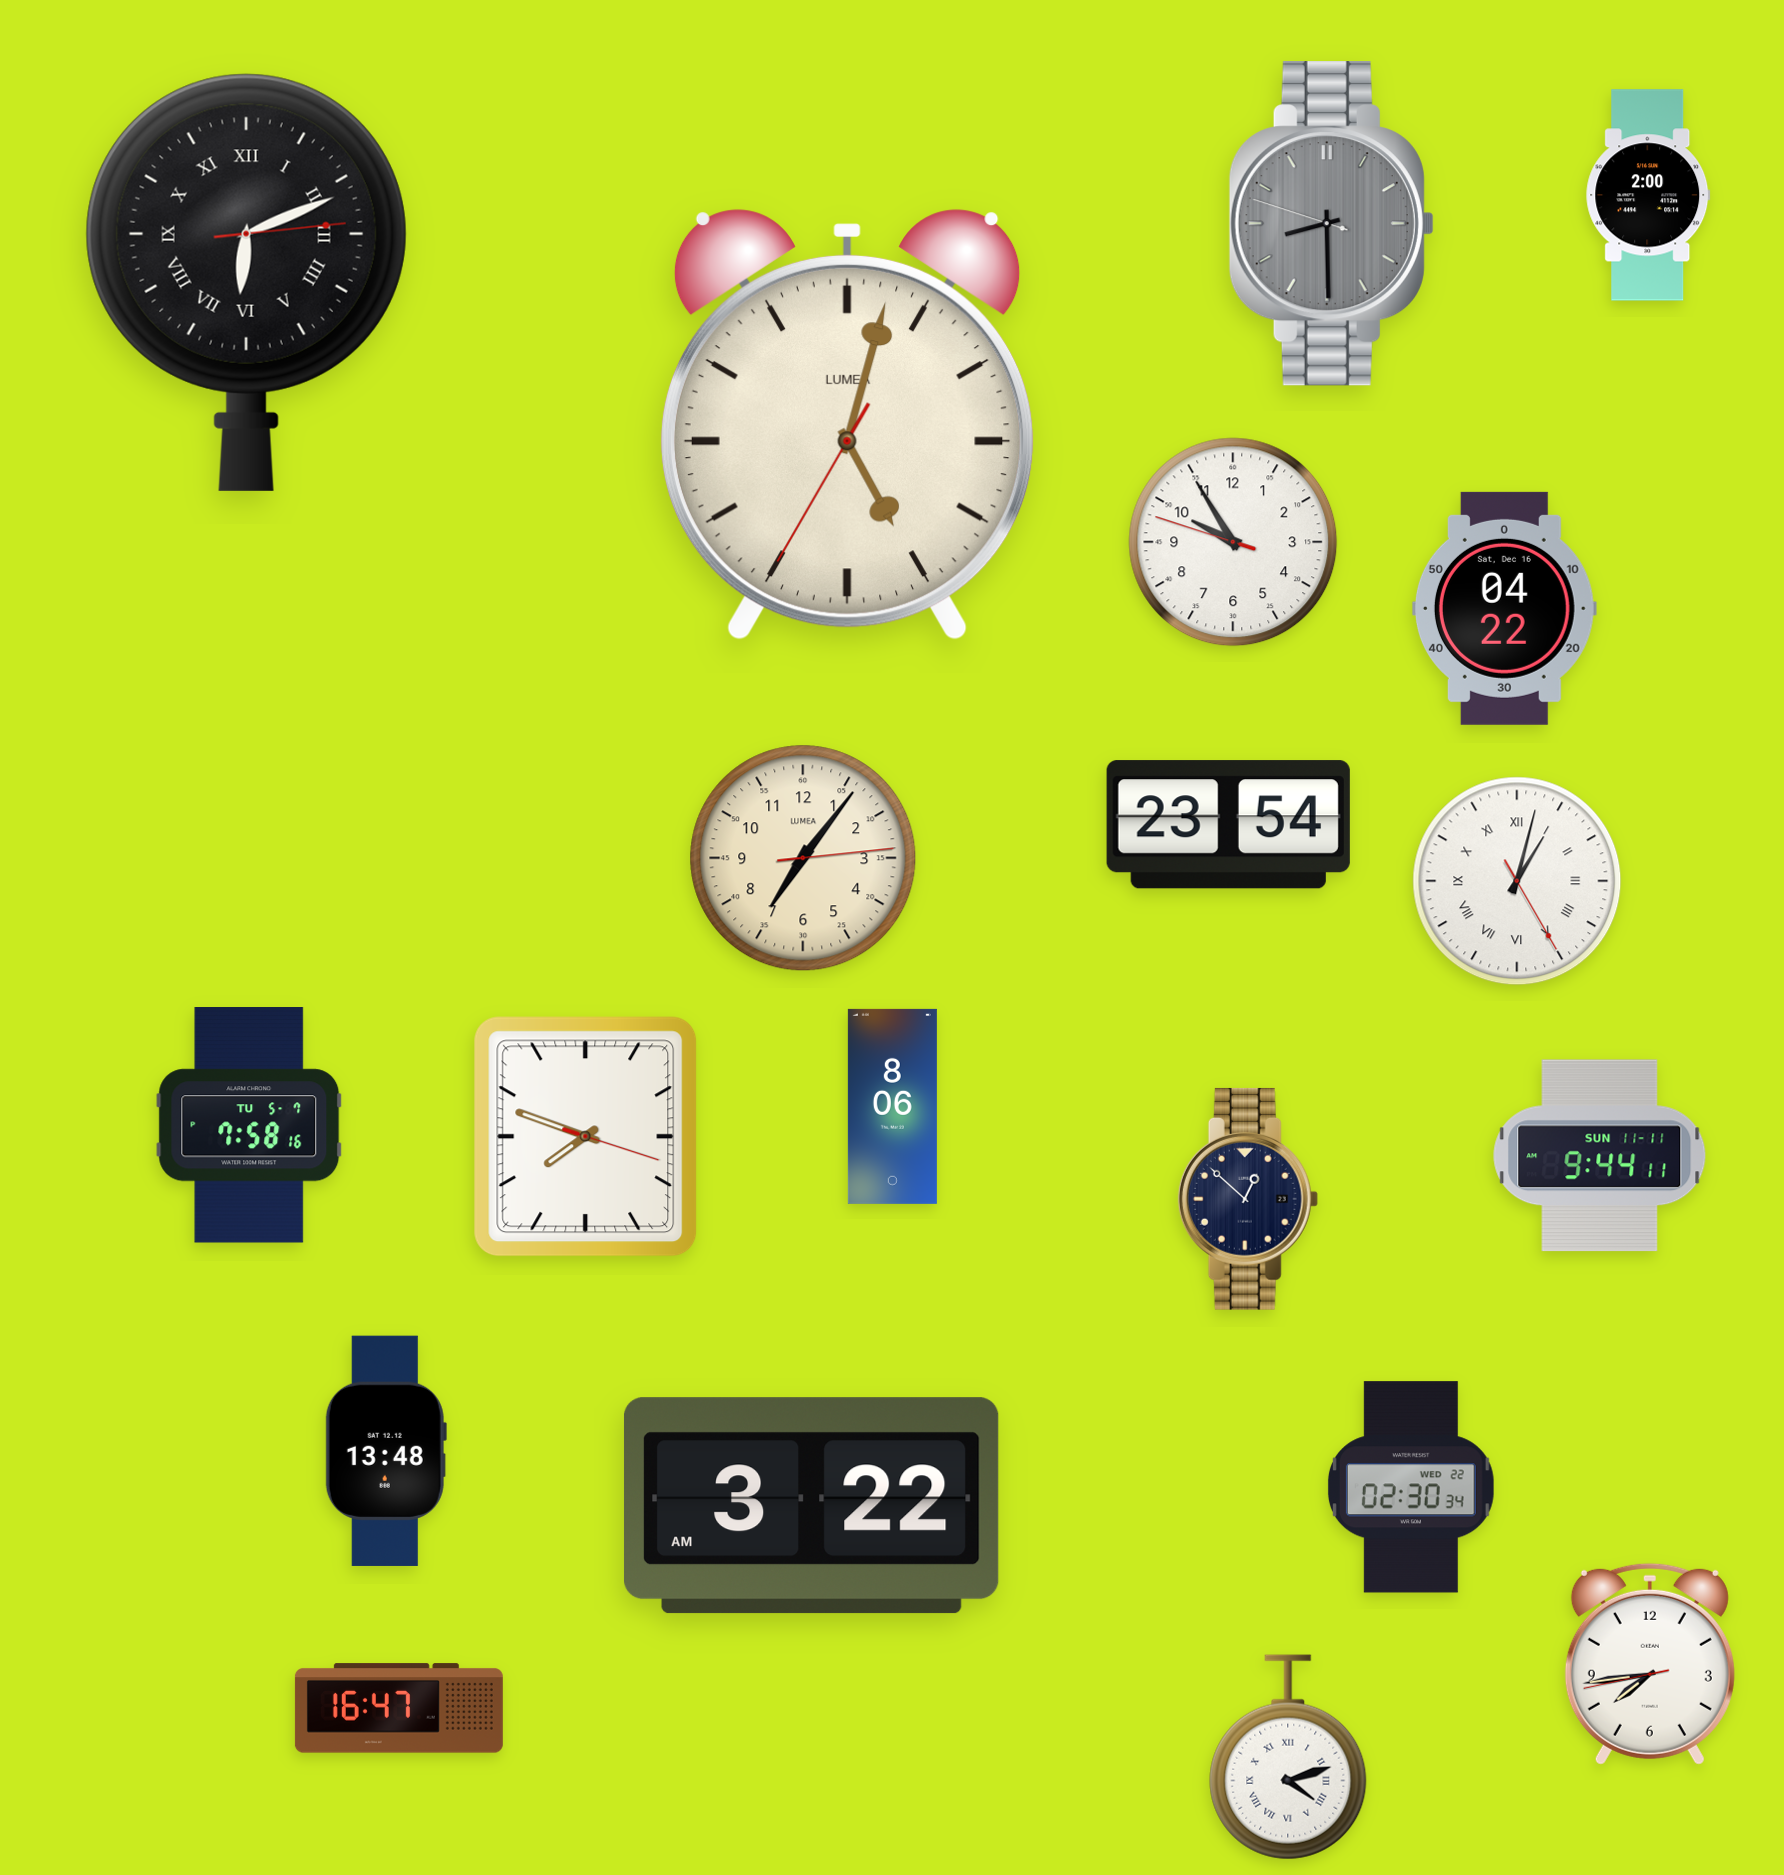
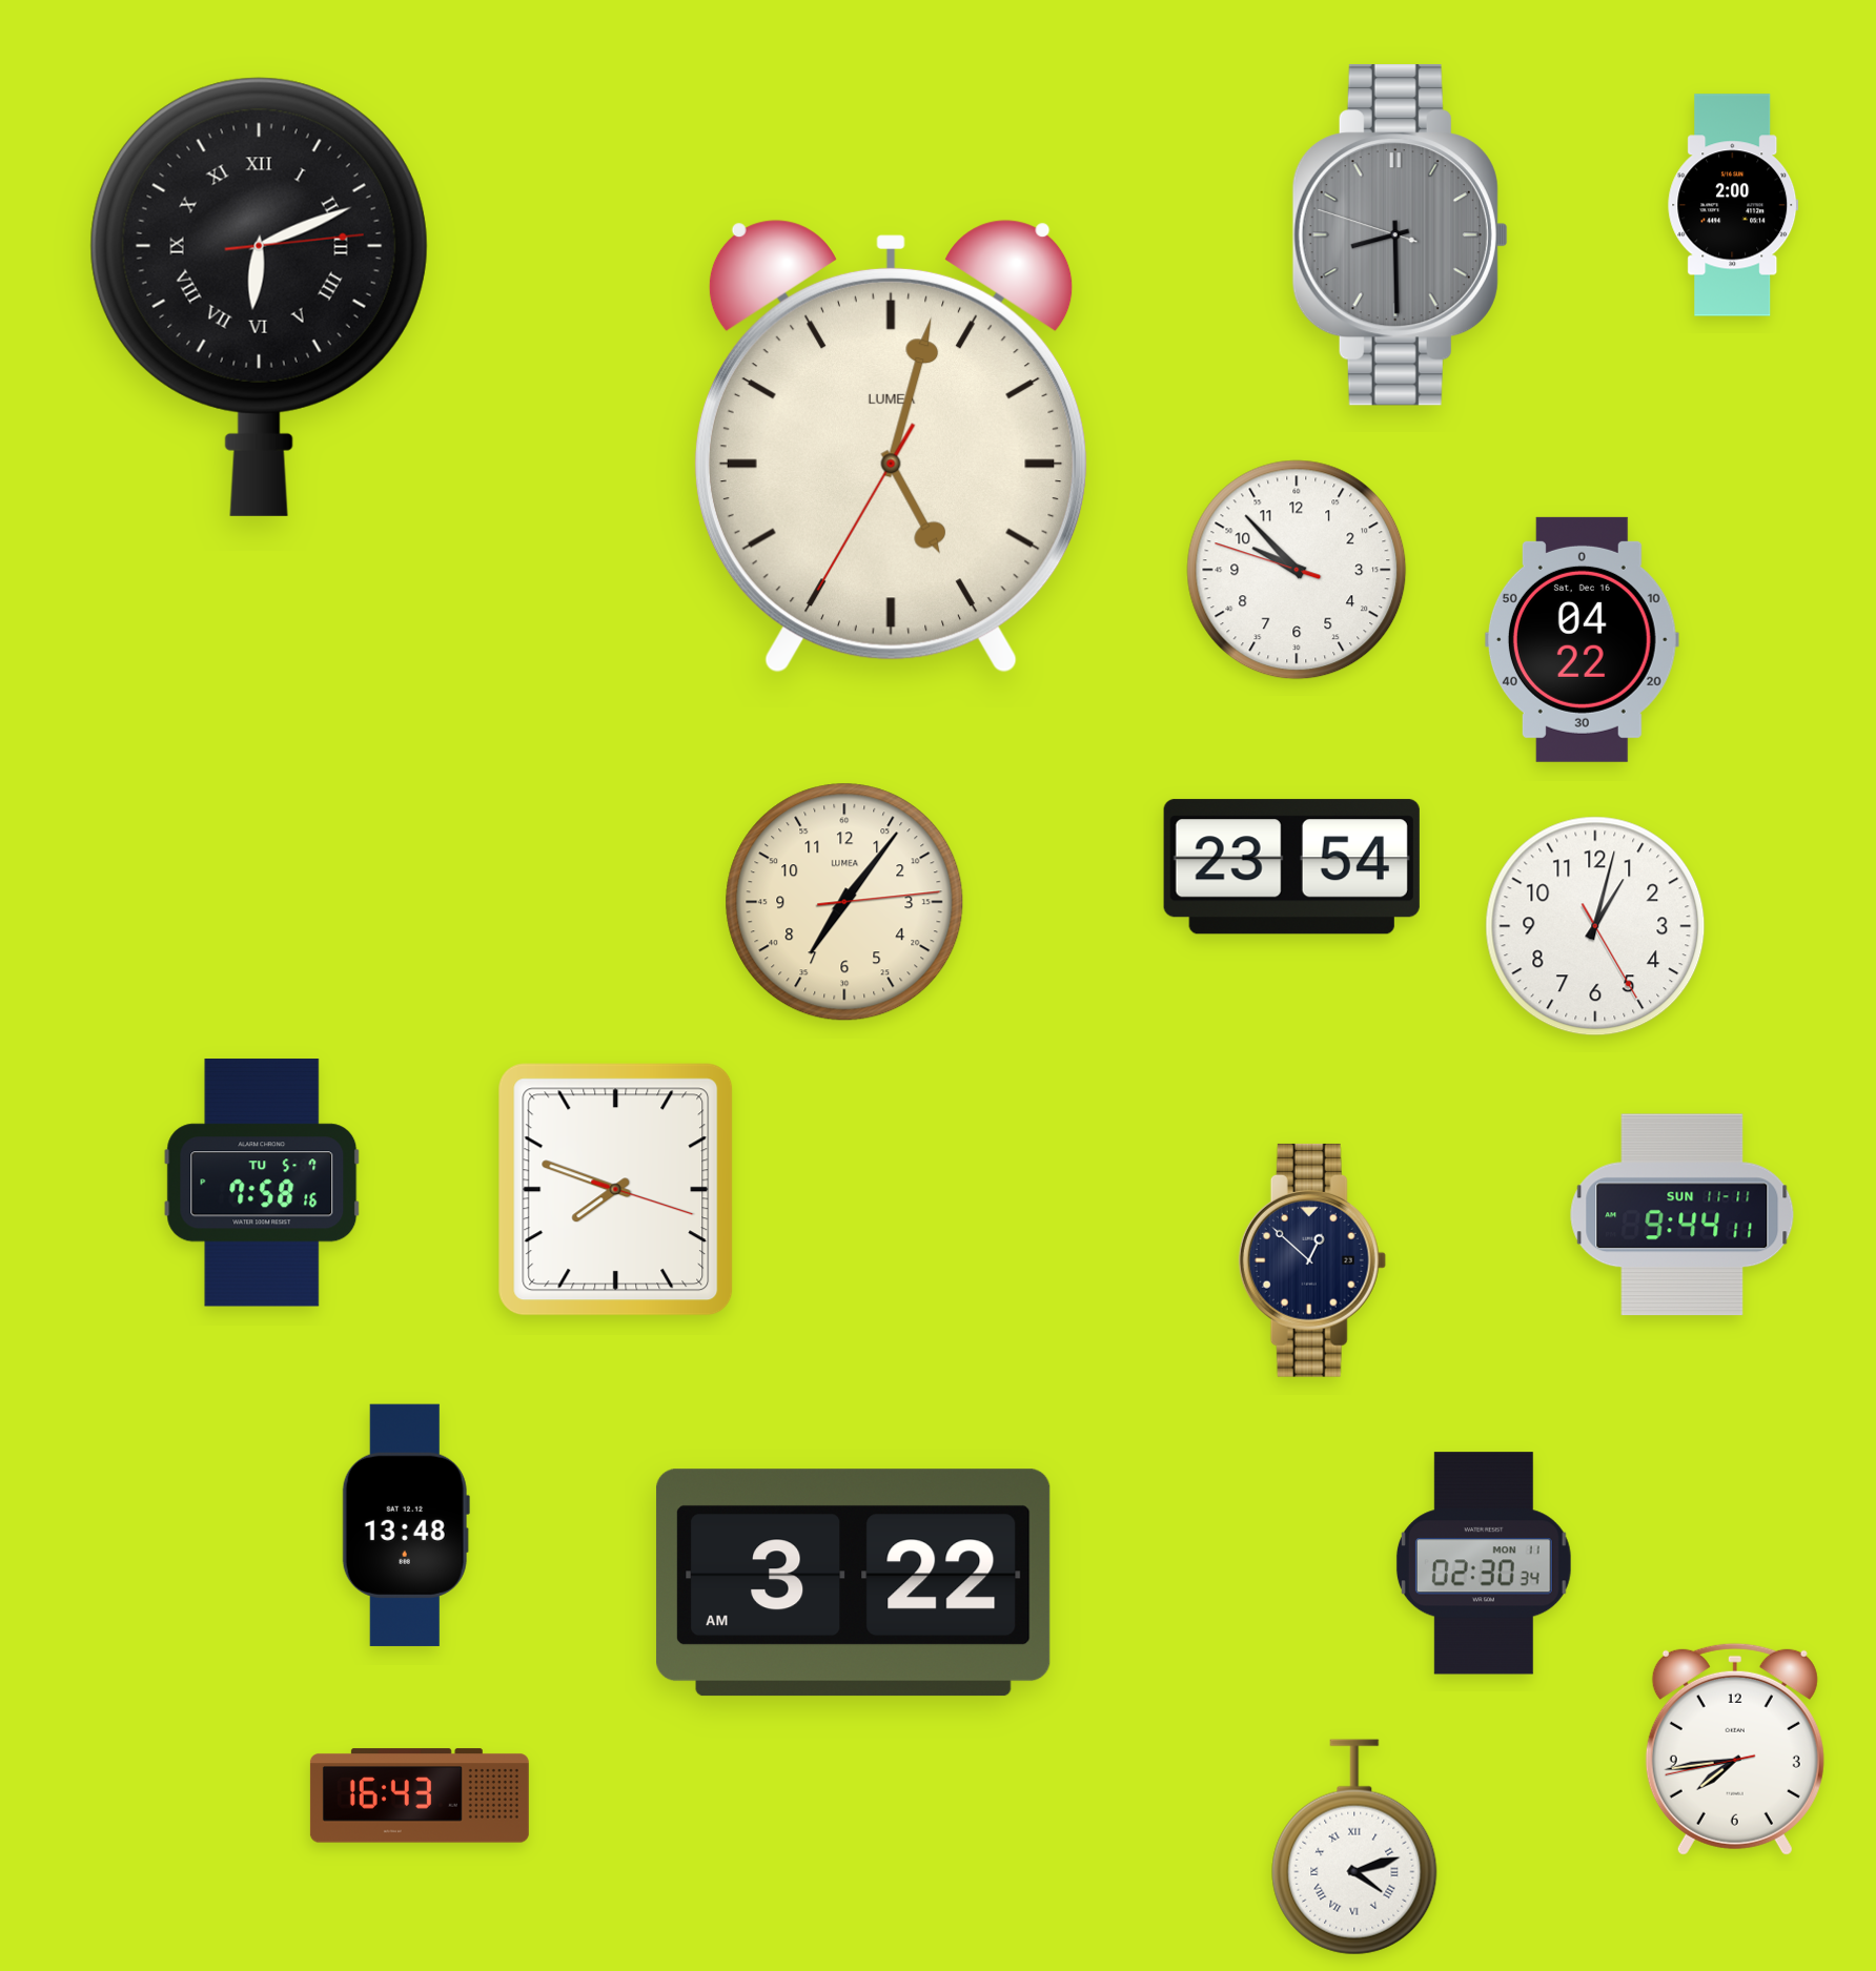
clock at (1233, 542): 9:54 -> 9:52
clock at (1517, 881) numerals: Roman -> Arabic
clock at (892, 1106): 8:06 -> none
clock at (586, 1137) position: (586, 1137) -> (616, 1190)
clock at (1411, 1487) date: WED 22 -> MON 11
clock at (399, 1708): 16:47 -> 16:43
